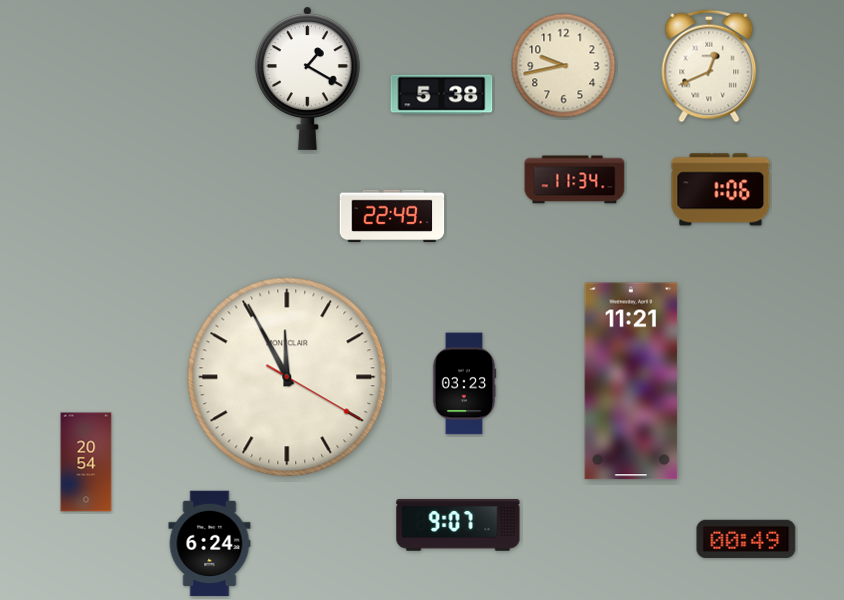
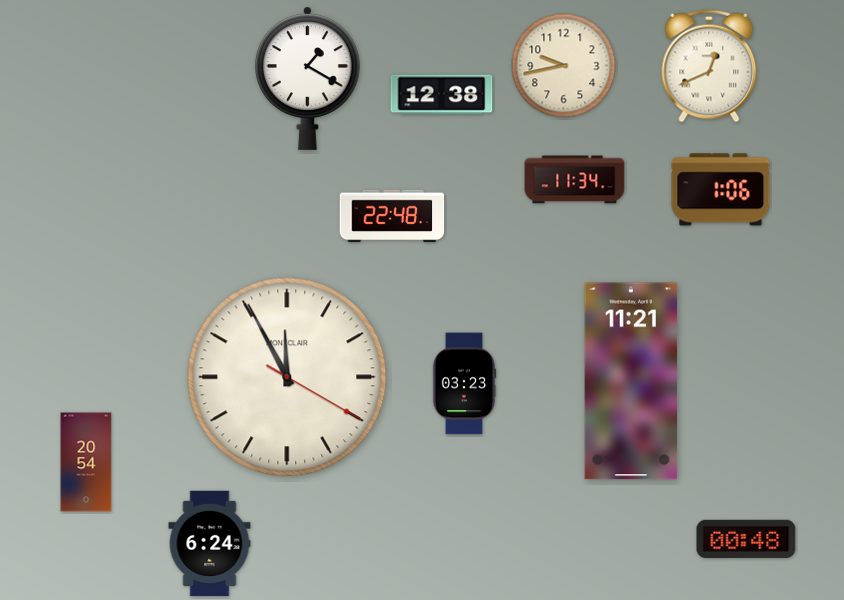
clock at (442, 95): 5:38 -> 12:38
clock at (392, 216): 22:49 -> 22:48
clock at (458, 525): 9:07 -> none
clock at (746, 539): 00:49 -> 00:48
